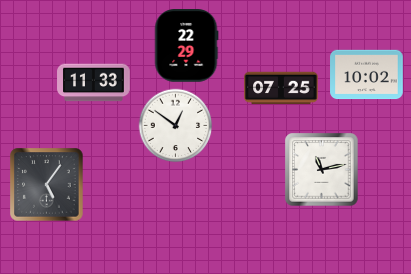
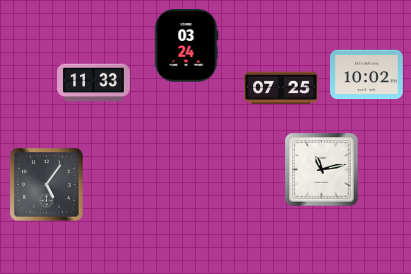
clock at (186, 46): 22:29 -> 03:24
clock at (176, 126): 12:51 -> none
